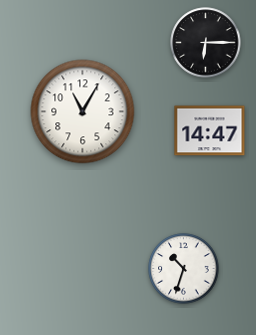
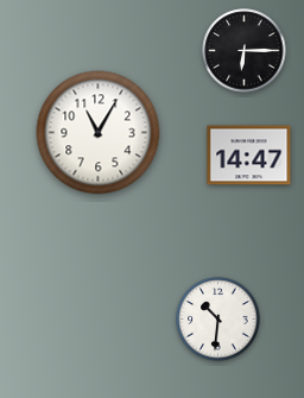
clock at (184, 269): 10:33 -> 10:31
